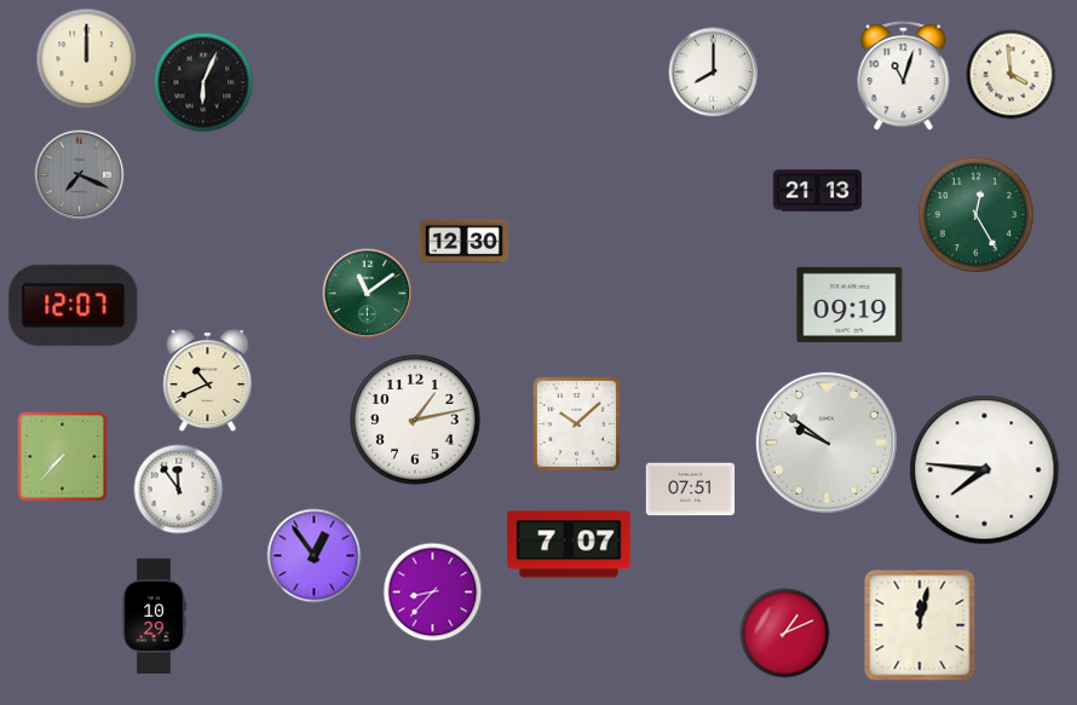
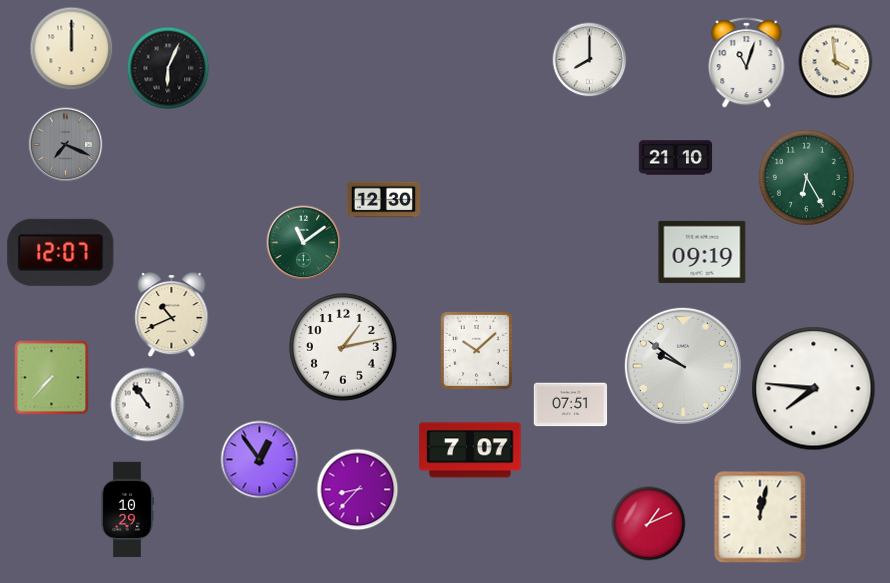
clock at (818, 191): 21:13 -> 21:10
clock at (975, 214): 12:25 -> 6:25
clock at (179, 490): 11:54 -> 10:54
